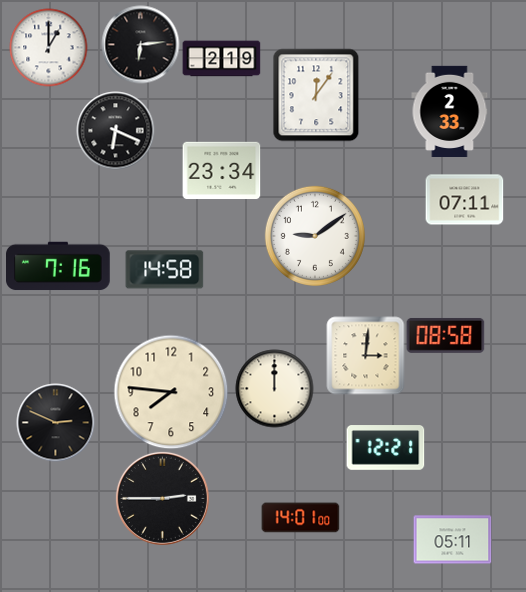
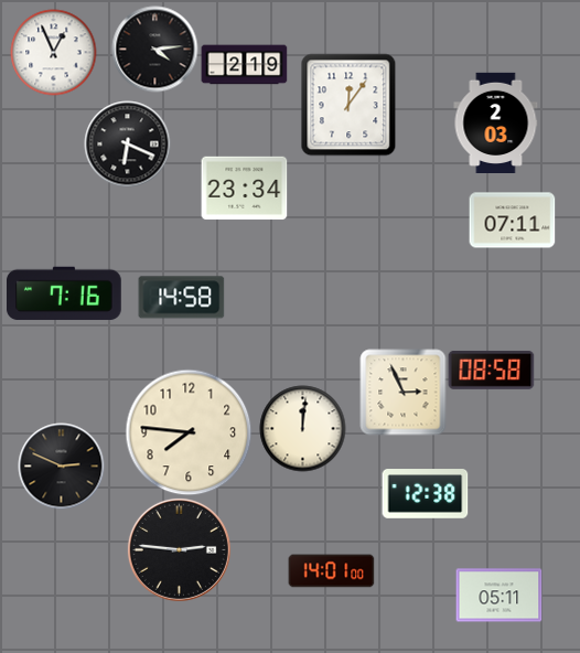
clock at (140, 44): 6:14 -> 4:14
clock at (48, 47): 1:00 -> 12:56
clock at (450, 111): 2:33 -> 2:03
clock at (315, 236): 9:09 -> none
clock at (365, 355): 3:01 -> 2:56
clock at (274, 388): 12:00 -> 12:01
clock at (385, 448): 12:21 -> 12:38
clock at (162, 498): 2:45 -> 2:46
